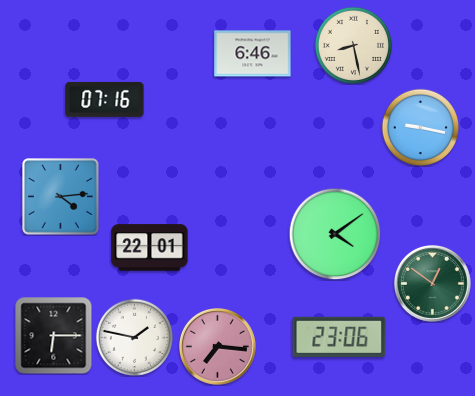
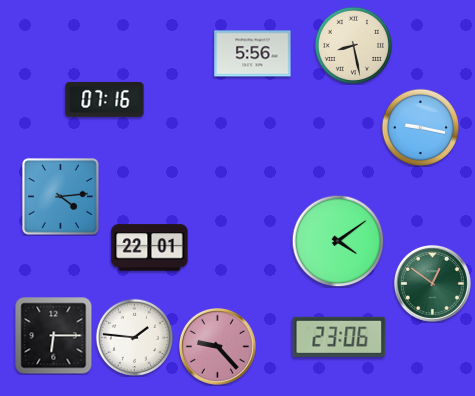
clock at (253, 54): 6:46 -> 5:56
clock at (335, 234) position: (335, 234) -> (338, 241)
clock at (134, 337): 1:47 -> 1:46
clock at (217, 346): 7:16 -> 9:23
